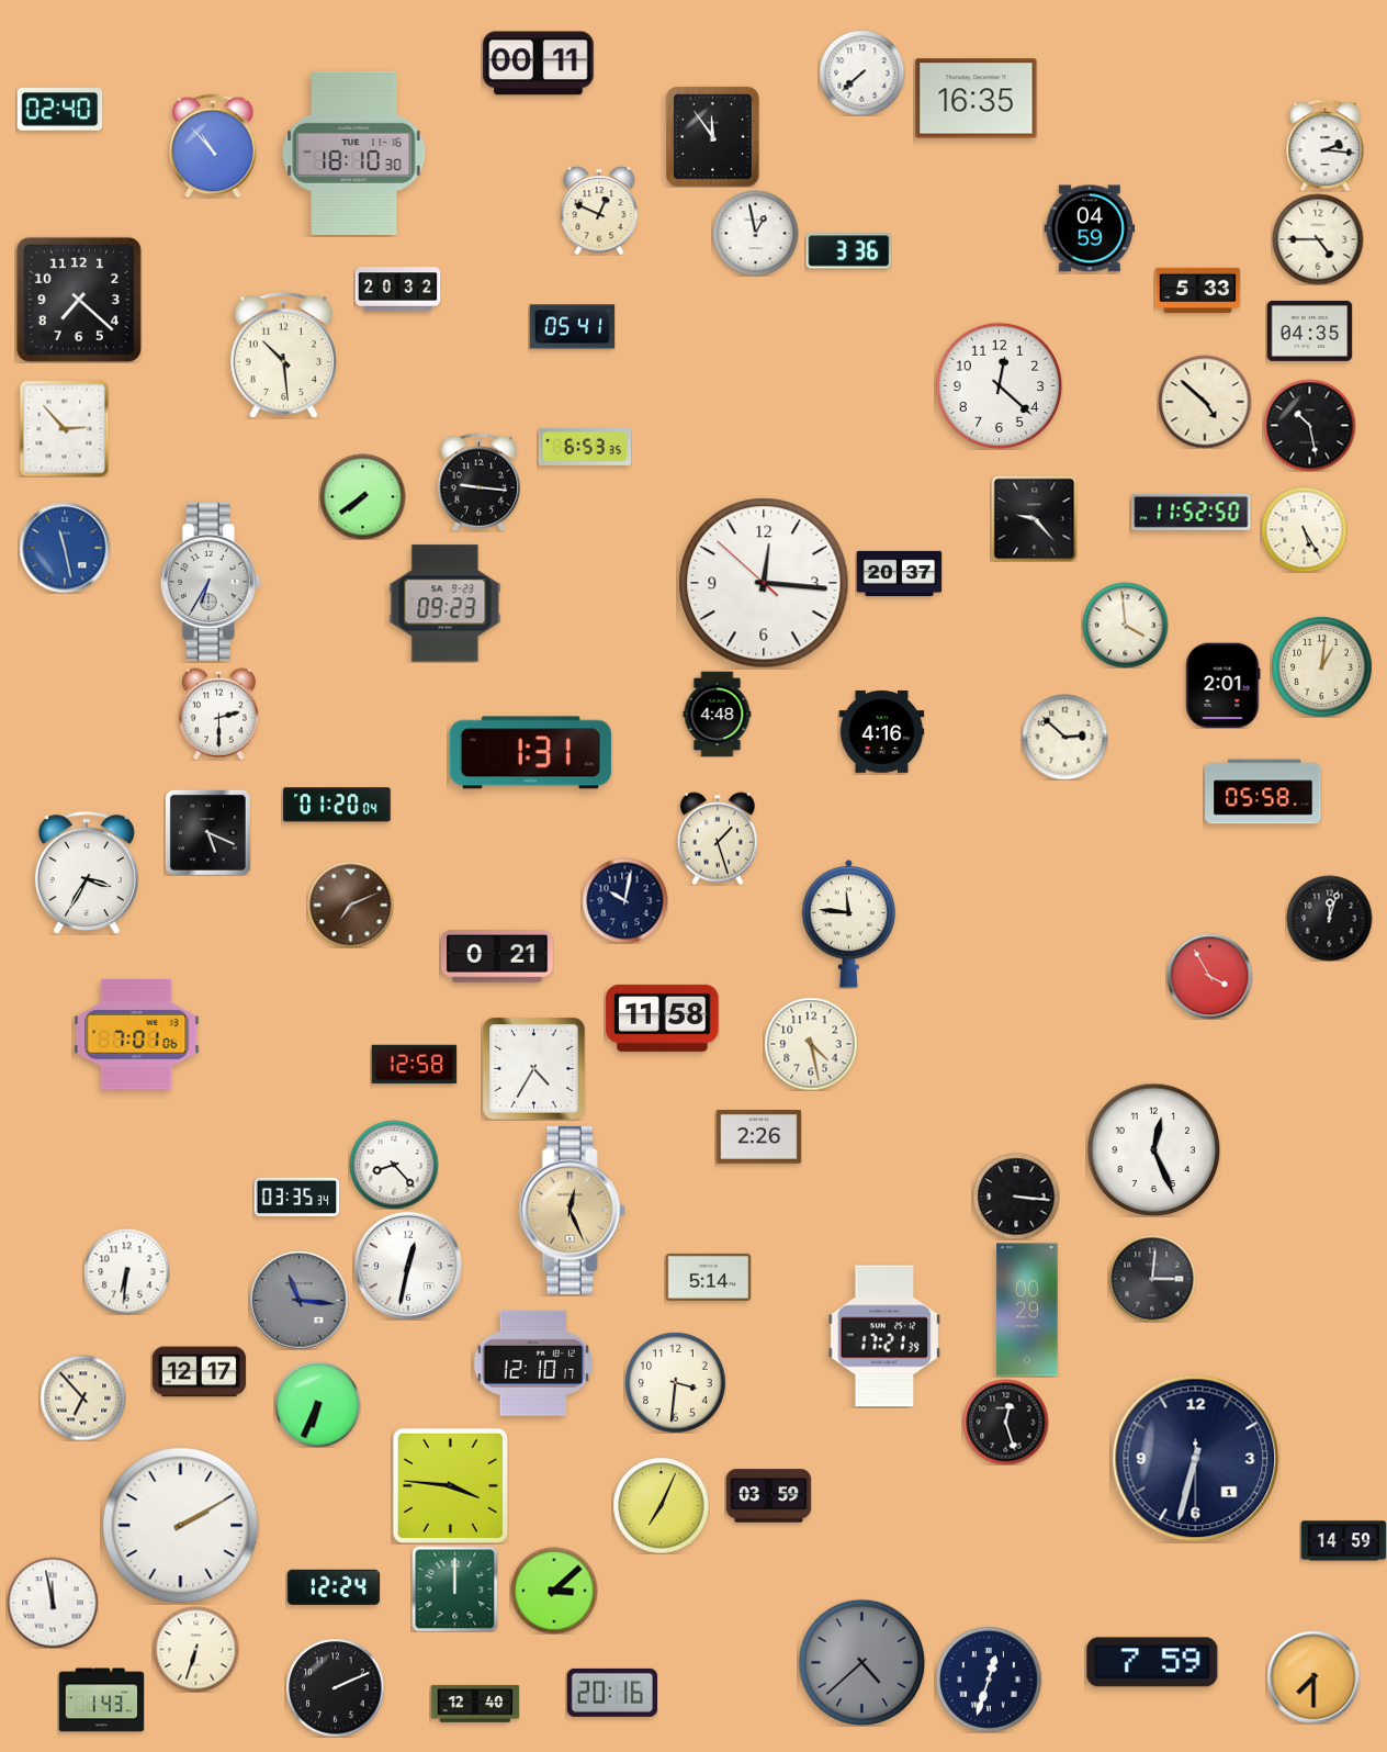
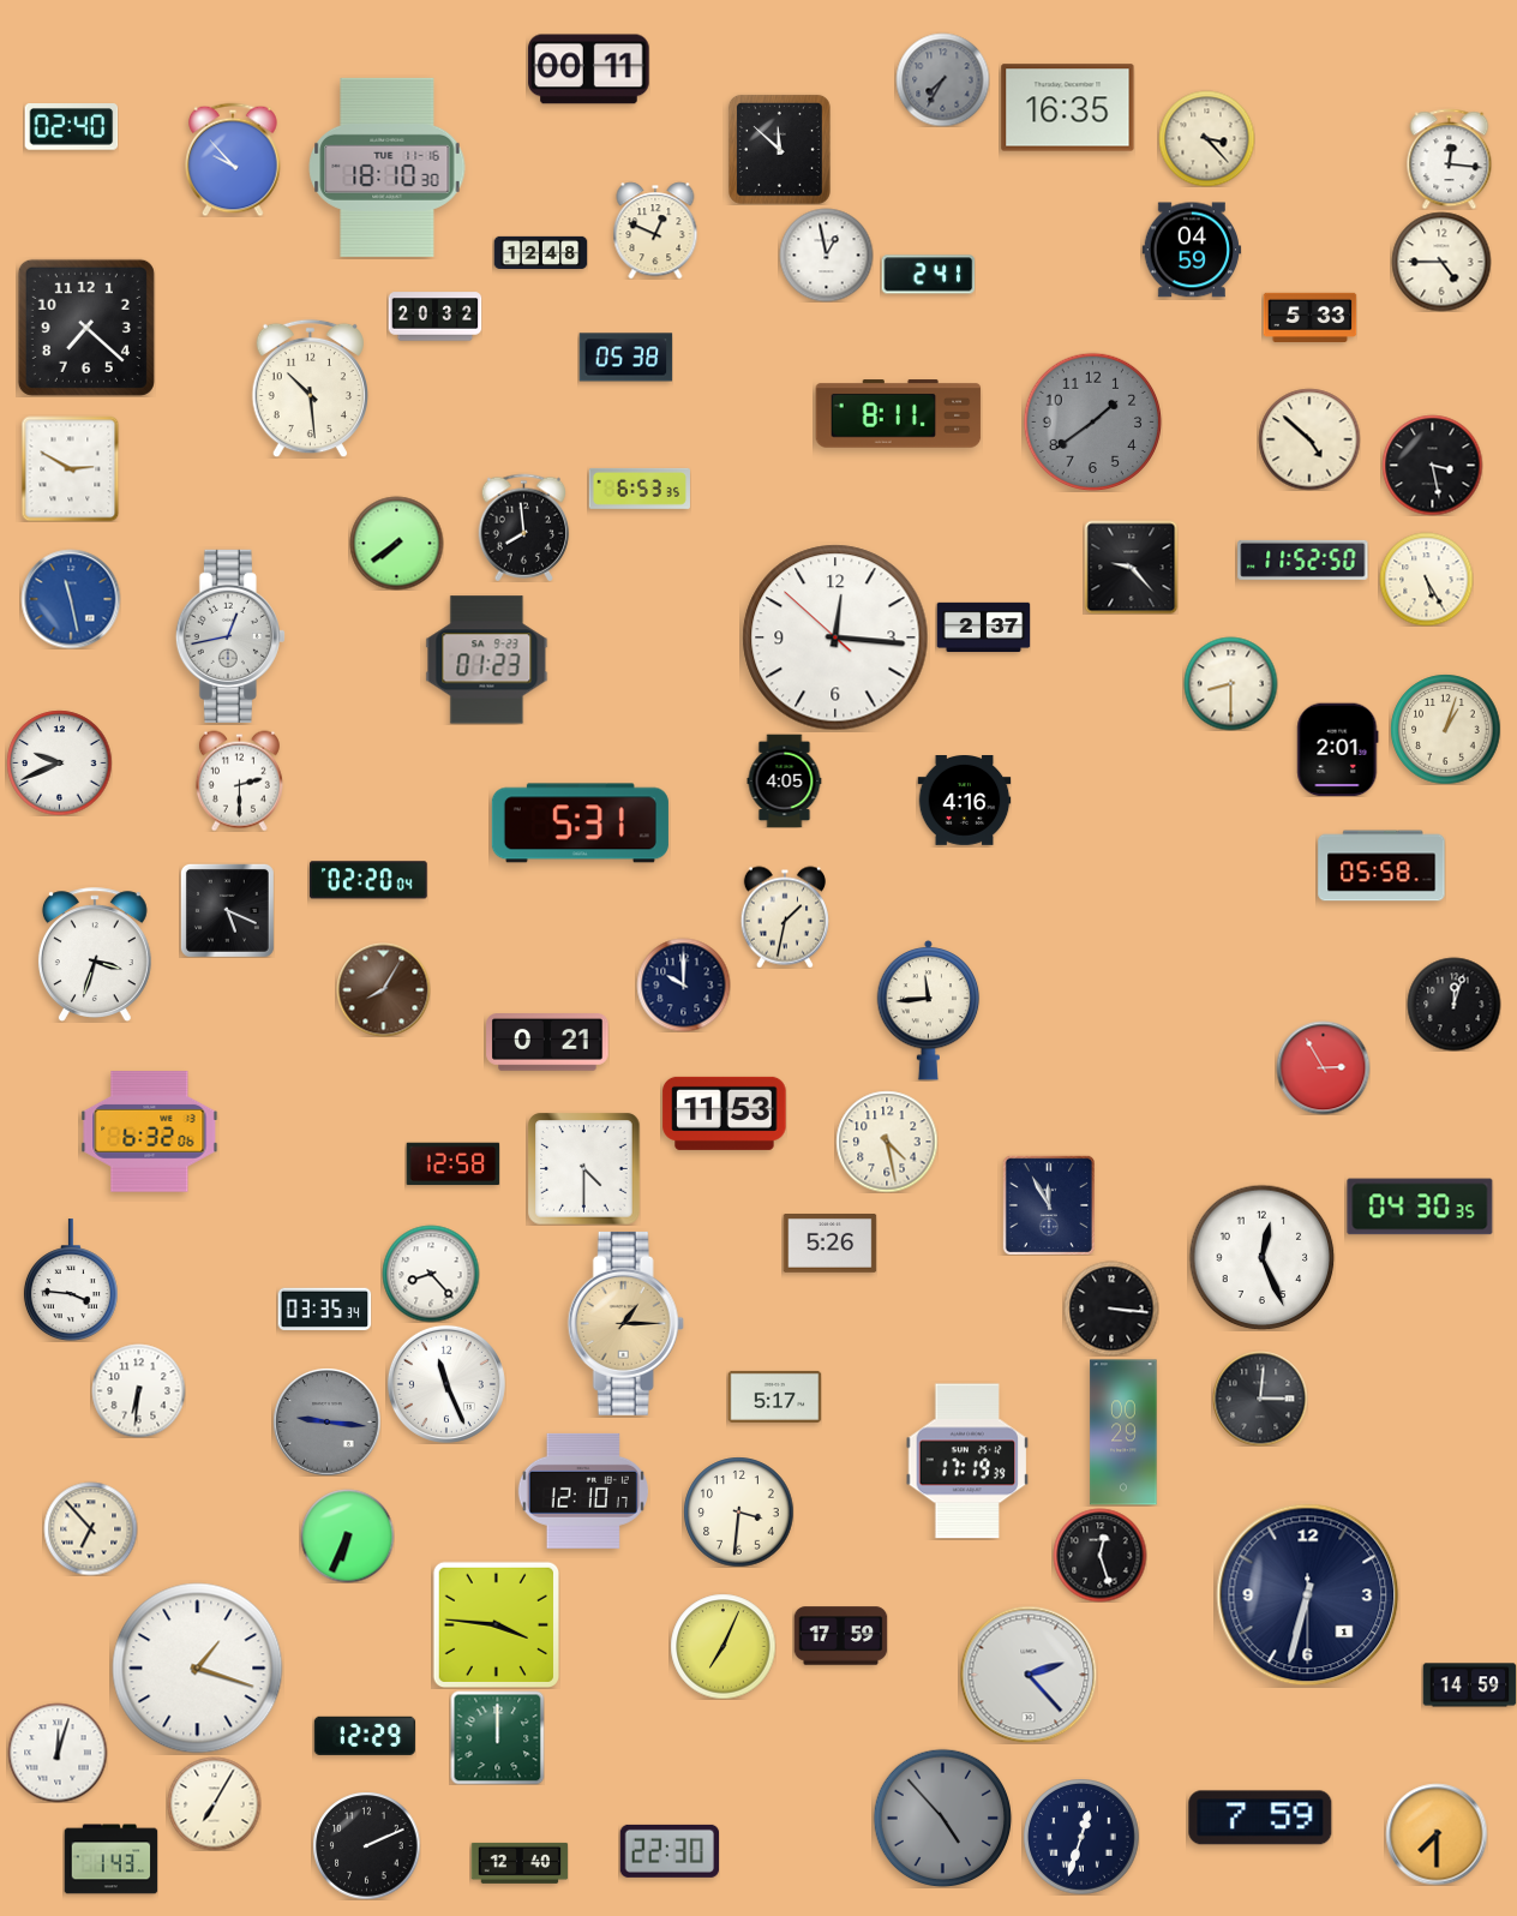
clock at (861, 72): 7:38 -> 7:35
clock at (861, 72) dial: white -> grey
clock at (59, 110) position: (59, 110) -> (71, 127)
clock at (1206, 138): none -> 3:23
clock at (712, 136): 11:54 -> 11:52
clock at (1326, 145): 2:16 -> 12:16
clock at (213, 146): 10:53 -> 9:53
clock at (540, 252): none -> 12:48
clock at (848, 251): 3:36 -> 2:41
clock at (572, 327): 05:41 -> 05:38
clock at (1309, 330): 04:35 -> none
clock at (899, 414): none -> 8:11
clock at (999, 385): 12:22 -> 1:39
clock at (999, 385) dial: white -> grey
clock at (1205, 402) position: (1205, 402) -> (1309, 439)
clock at (1309, 425): 10:28 -> 3:28
clock at (65, 428): 2:53 -> 2:50
clock at (480, 482): 9:16 -> 7:59
clock at (899, 574): 20:37 -> 2:37
clock at (211, 582): 6:35 -> 12:43
clock at (446, 604): 09:23 -> 01:23
clock at (1125, 625): 3:59 -> 8:30
clock at (1321, 666): 1:01 -> 1:03
clock at (59, 762): none -> 9:41
clock at (718, 714): 4:48 -> 4:05
clock at (1064, 737): 2:52 -> none
clock at (530, 753): 1:31 -> 5:31
clock at (337, 805): 01:20 -> 02:20
clock at (718, 839): 1:27 -> 1:32
clock at (87, 873): 3:35 -> 3:33
clock at (624, 900): 10:02 -> 10:00
clock at (350, 905): 7:11 -> 8:05
clock at (849, 923): 11:46 -> 11:44
clock at (497, 957) position: (497, 957) -> (547, 1043)
clock at (1209, 976): 3:55 -> 2:55
clock at (663, 1018): 11:58 -> 11:53
clock at (137, 1035): 7:01 -> 6:32
clock at (533, 1068): 4:35 -> 4:30
clock at (1048, 1205): none -> 11:55
clock at (1420, 1207): none -> 04:30
clock at (758, 1137): 2:26 -> 5:26
clock at (71, 1280): none -> 3:46
clock at (572, 1210): 12:26 -> 1:15
clock at (408, 1266): 12:32 -> 11:26
clock at (708, 1277): 5:14 -> 5:17
clock at (298, 1300): 11:16 -> 9:16
clock at (884, 1336): 17:21 -> 17:19
clock at (199, 1372): 12:17 -> none
clock at (450, 1485) position: (450, 1485) -> (496, 1624)
clock at (768, 1496): 03:59 -> 17:59
clock at (181, 1526): 2:10 -> 1:18
clock at (1029, 1675): none -> 2:23
clock at (332, 1587): 12:24 -> 12:29
clock at (554, 1591): 3:08 -> none
clock at (53, 1603): 11:58 -> 12:03
clock at (195, 1649): 6:33 -> 7:05
clock at (861, 1662): 4:38 -> 4:53
clock at (611, 1693): 20:16 -> 22:30
